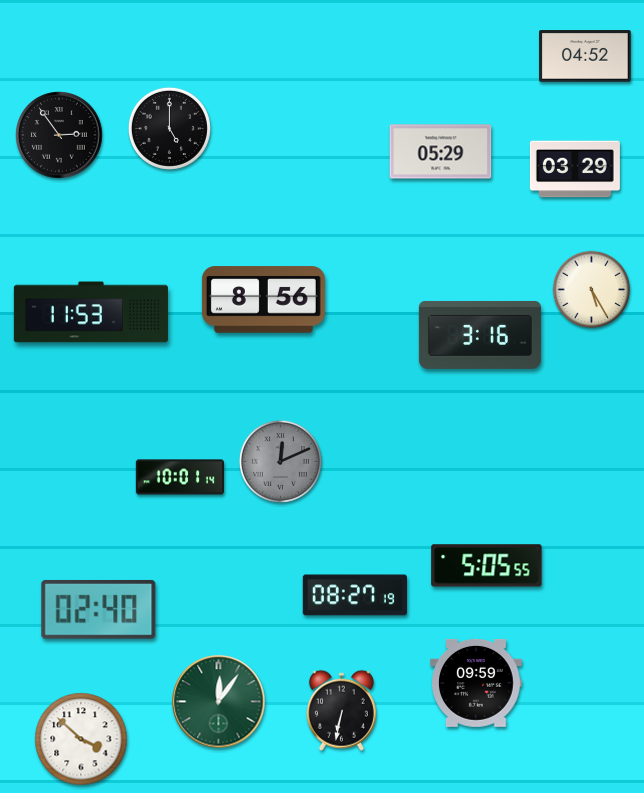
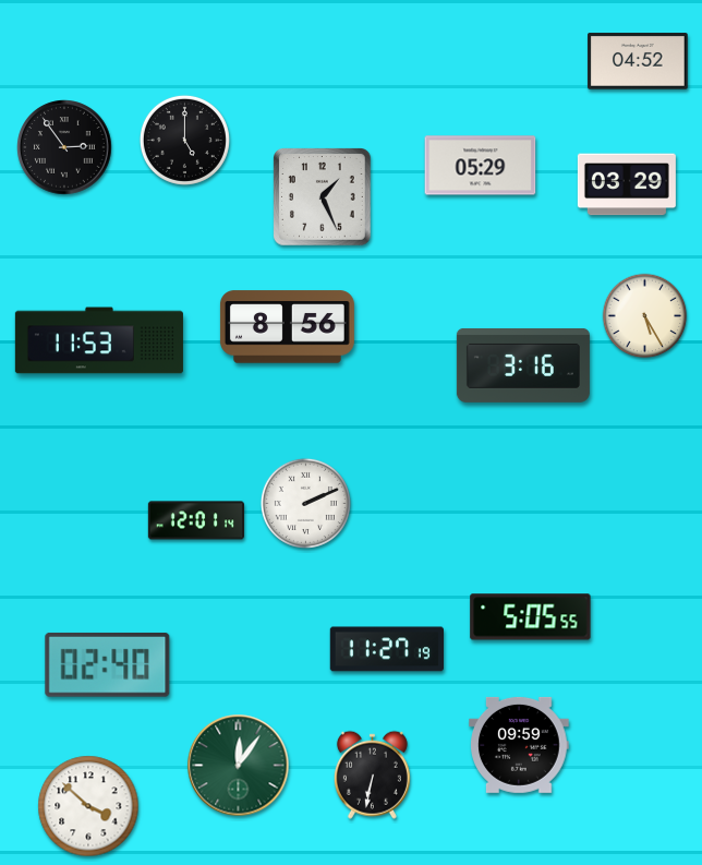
clock at (323, 197): none -> 1:26
clock at (280, 461): 12:11 -> 2:11
clock at (280, 461) dial: grey -> white
clock at (179, 477): 10:01 -> 12:01
clock at (354, 595): 08:27 -> 11:27
